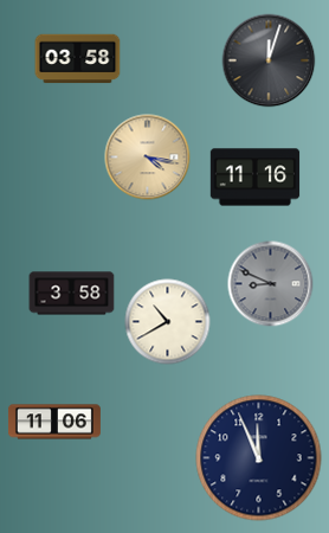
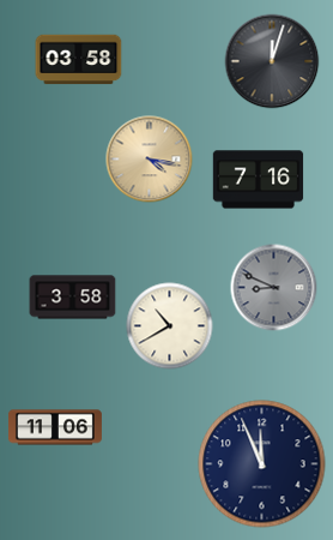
clock at (256, 178): 11:16 -> 7:16
